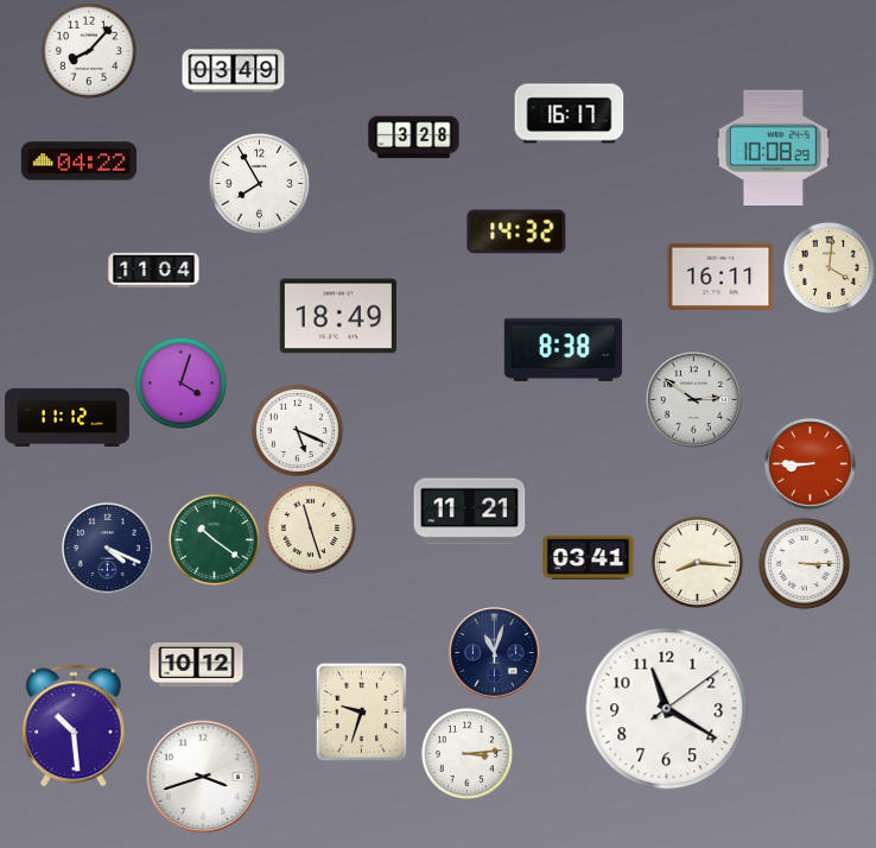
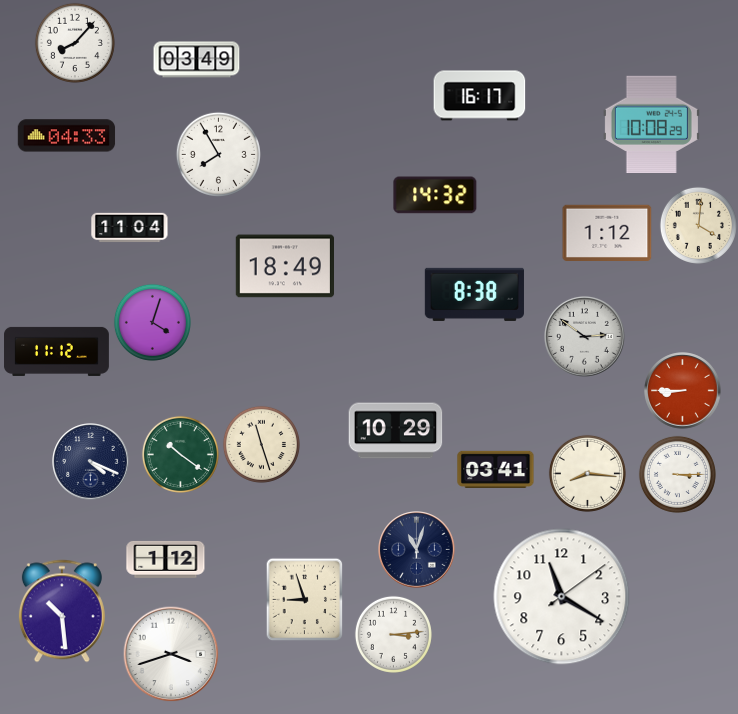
clock at (414, 138): 3:28 -> none
clock at (80, 162): 04:22 -> 04:33
clock at (721, 276): 16:11 -> 1:12
clock at (297, 430): 5:19 -> none
clock at (470, 512): 11:21 -> 10:29
clock at (197, 664): 10:12 -> 1:12
clock at (362, 711): 9:33 -> 8:57
